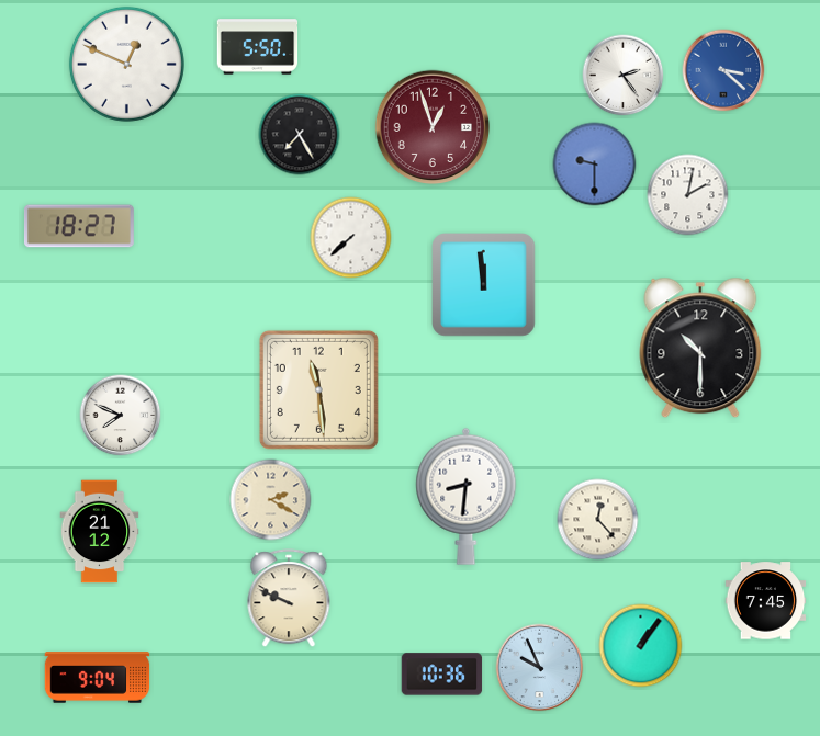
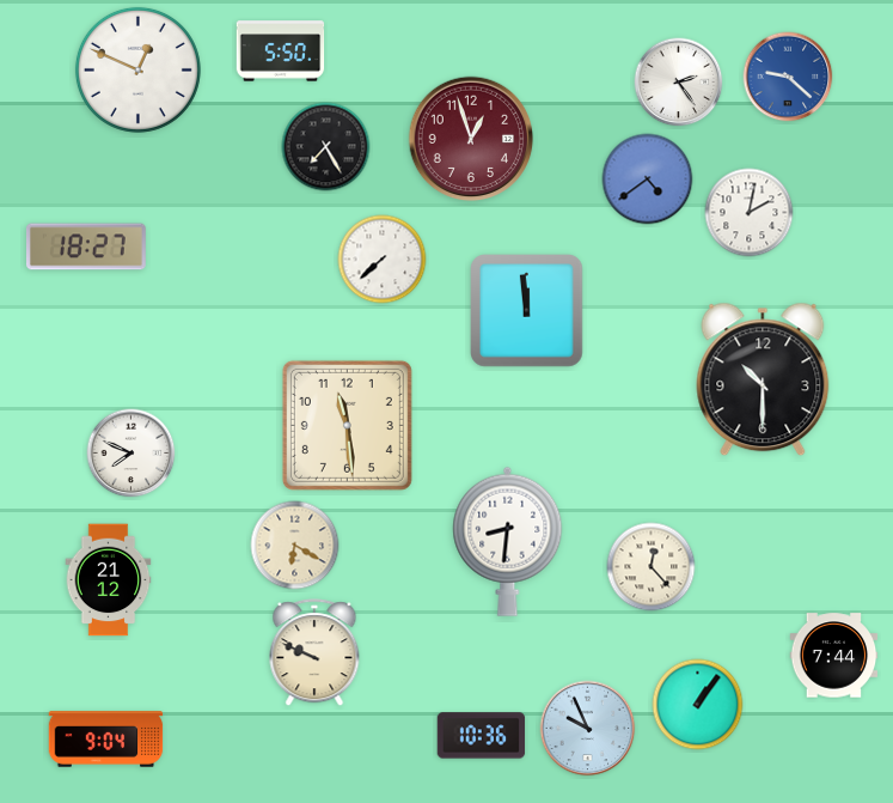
clock at (723, 70): 3:22 -> 9:22
clock at (595, 165): 9:30 -> 4:39
clock at (271, 500): 2:20 -> 6:20
clock at (766, 601): 7:45 -> 7:44
